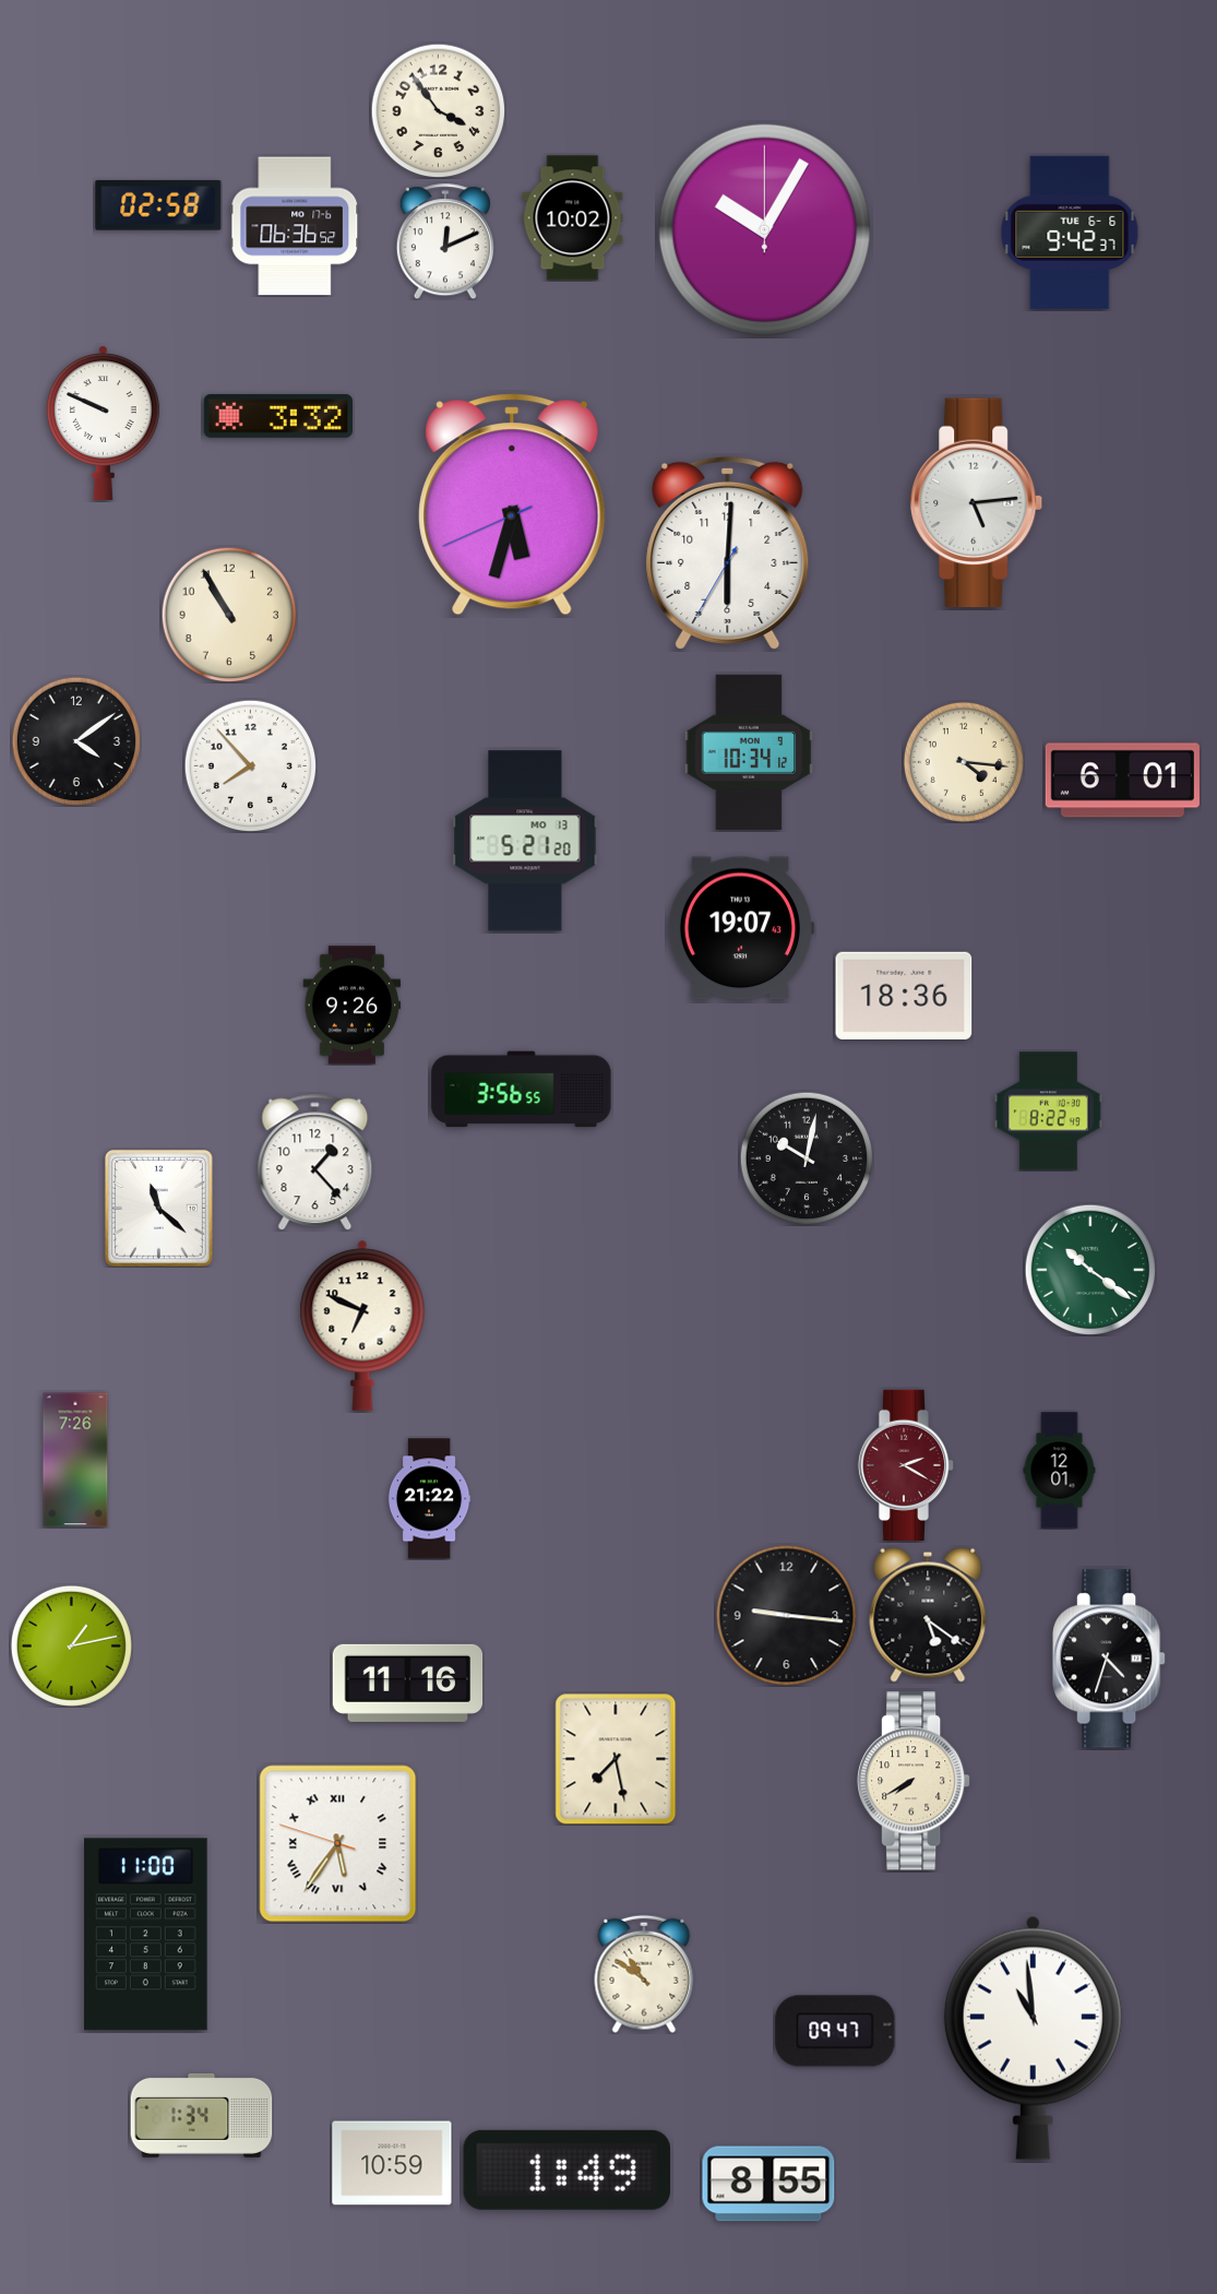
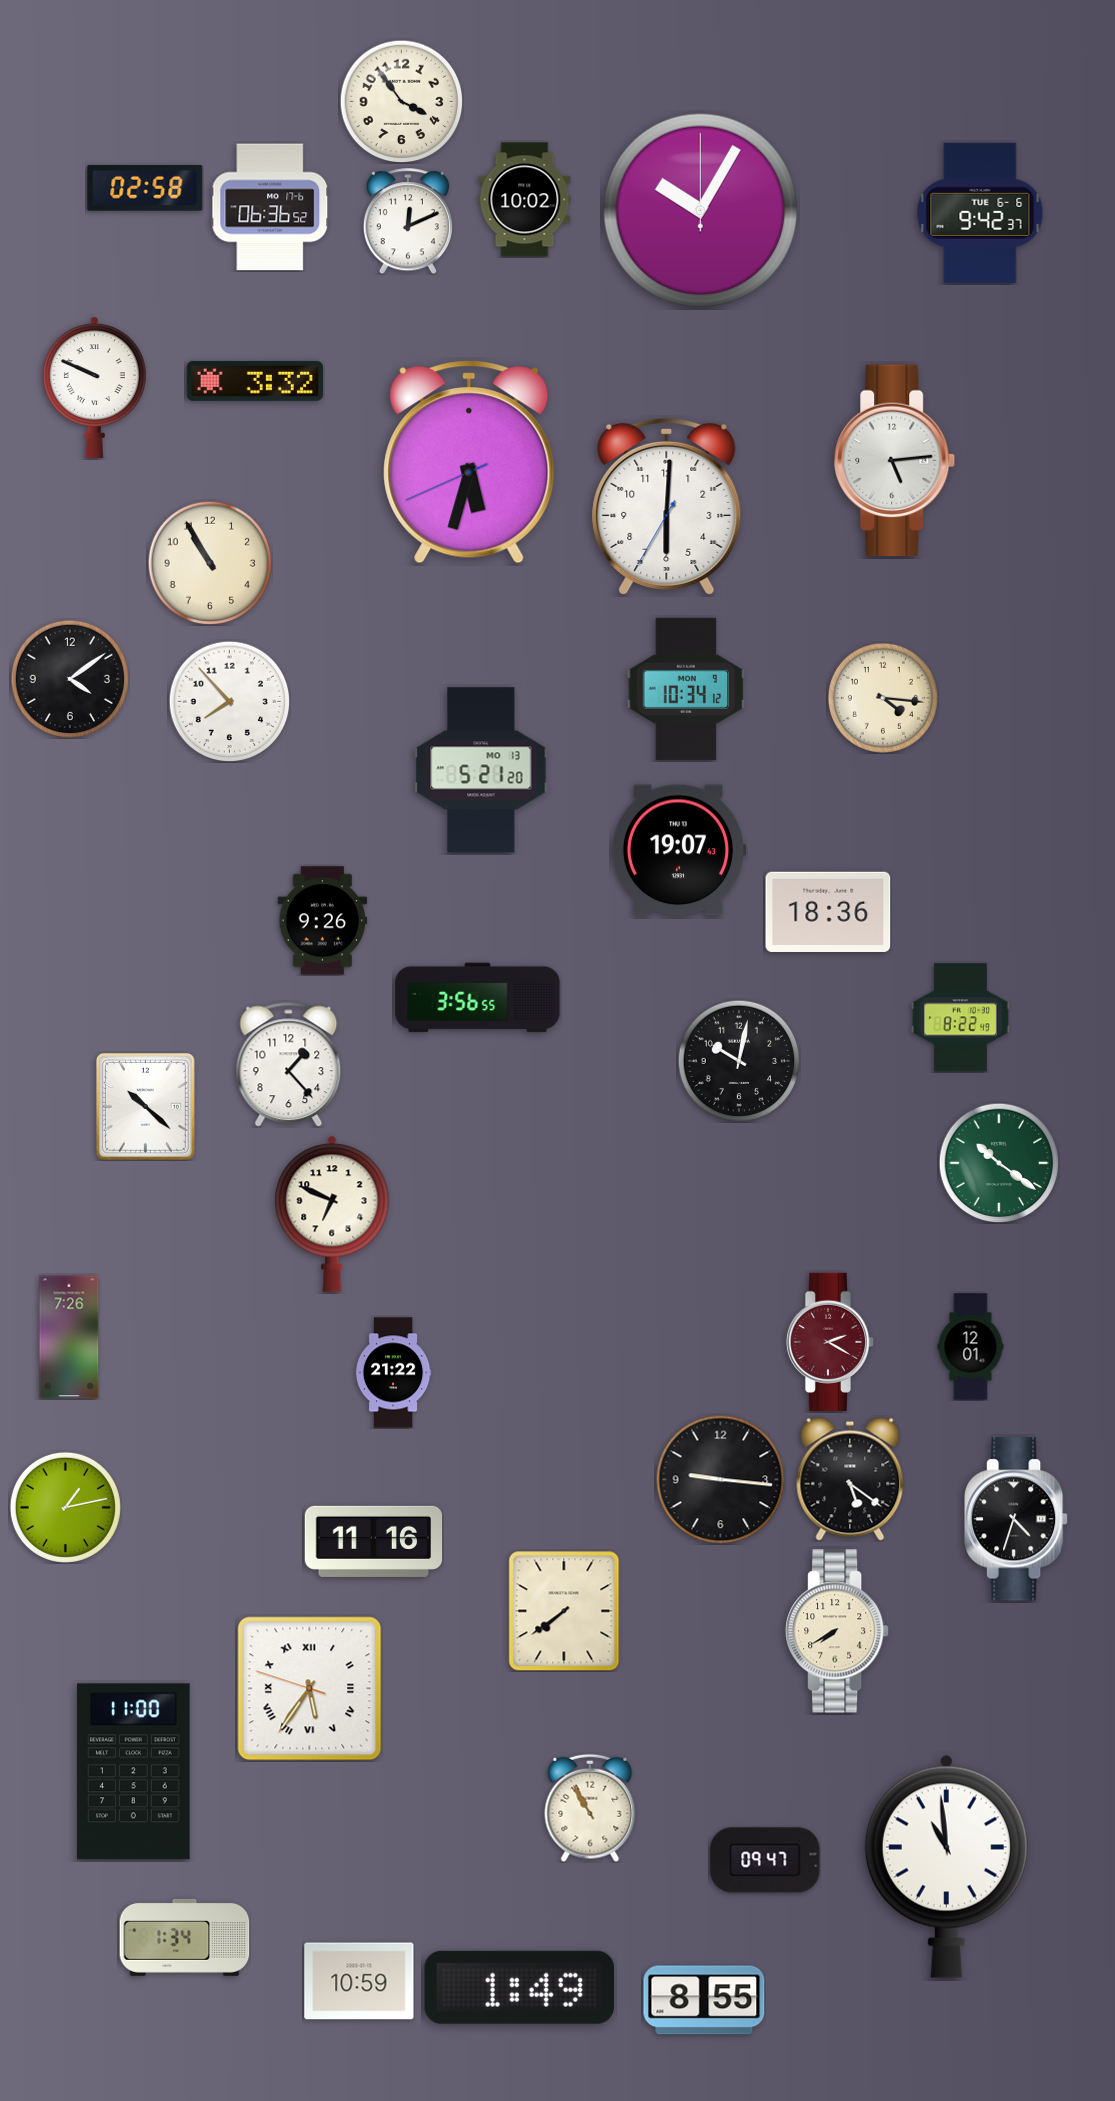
clock at (1122, 781): 6:01 -> none
clock at (158, 1208): 11:22 -> 10:22
clock at (616, 1759): 7:28 -> 7:39
clock at (644, 1974): 10:51 -> 10:55
